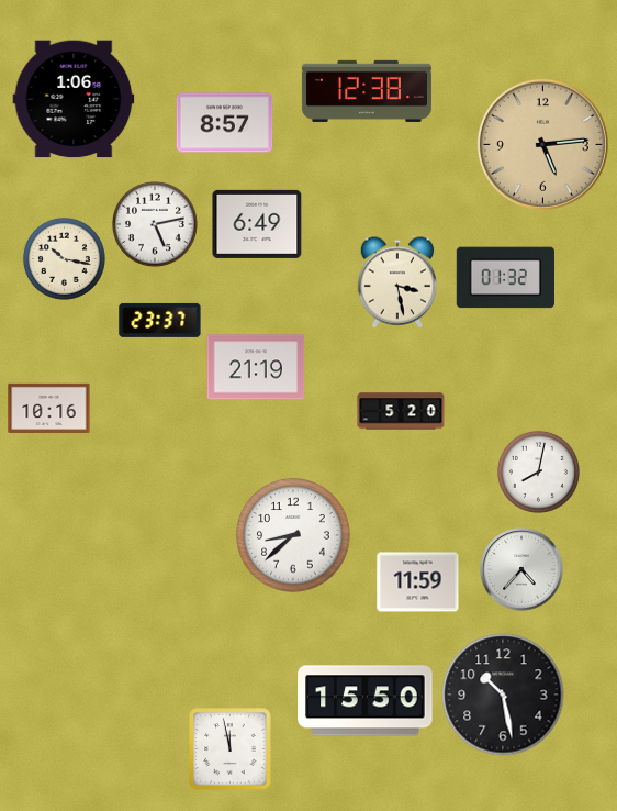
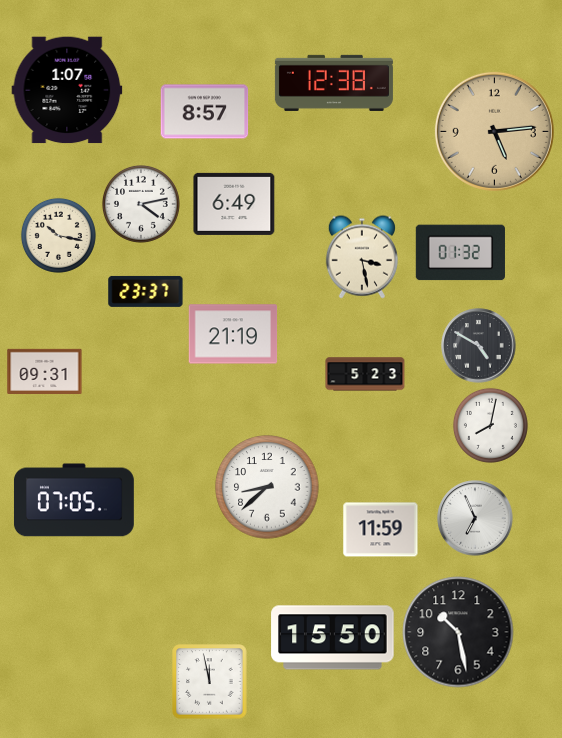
clock at (74, 99): 1:06 -> 1:07
clock at (155, 224): 5:13 -> 4:13
clock at (479, 346): none -> 4:50
clock at (49, 408): 10:16 -> 09:31
clock at (401, 411): 5:20 -> 5:23
clock at (538, 471) position: (538, 471) -> (490, 425)
clock at (74, 500): none -> 07:05
clock at (521, 569): 4:37 -> 6:56
